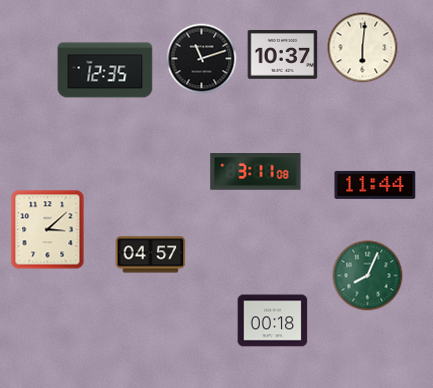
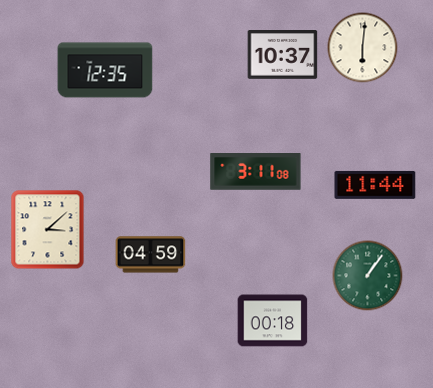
clock at (202, 59): 11:12 -> none
clock at (151, 255): 04:57 -> 04:59
clock at (368, 276): 8:04 -> 1:06
